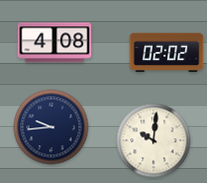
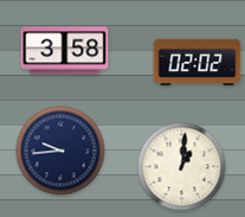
clock at (55, 43): 4:08 -> 3:58
clock at (154, 141): 10:01 -> 1:01
